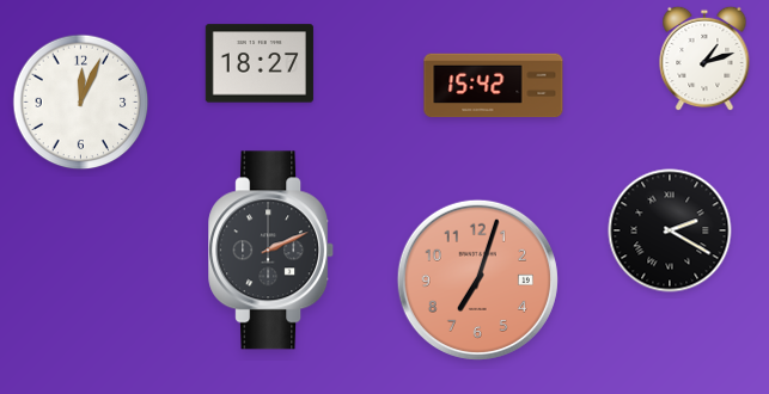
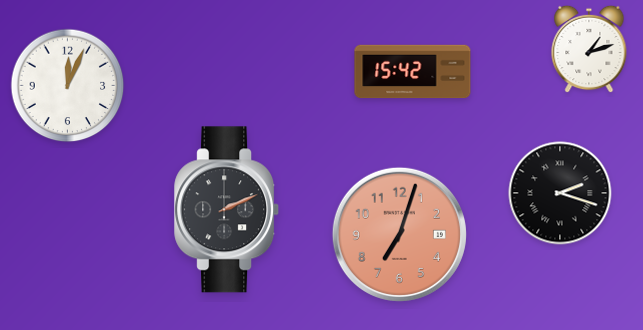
clock at (260, 63): 18:27 -> none
clock at (670, 230): 2:20 -> 2:18
